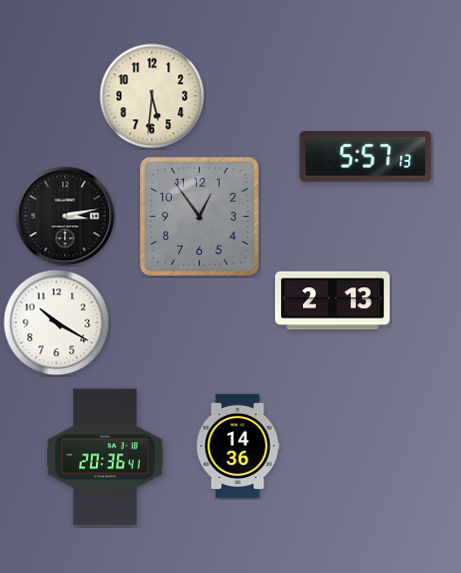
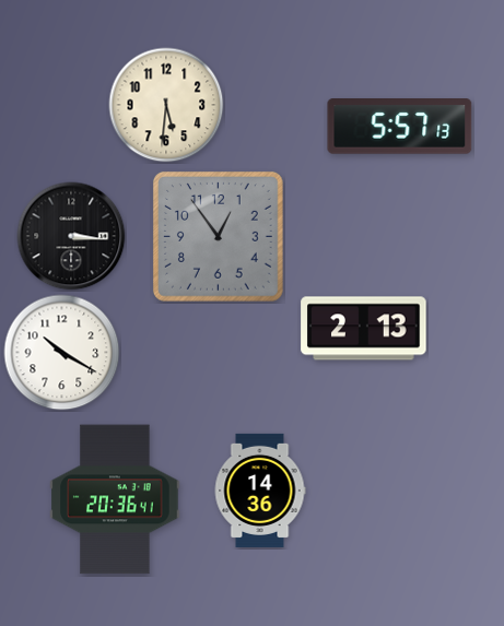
clock at (366, 157) position: (366, 157) -> (400, 127)
clock at (65, 216): 3:13 -> 3:16
clock at (238, 446) position: (238, 446) -> (260, 491)
